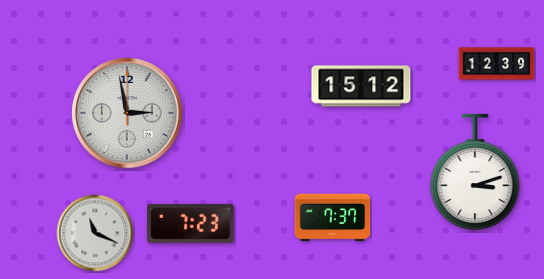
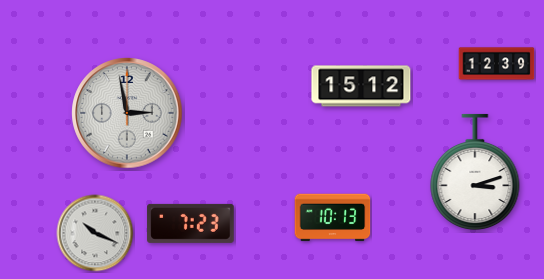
clock at (333, 218): 7:37 -> 10:13
clock at (95, 233): 11:19 -> 10:19
